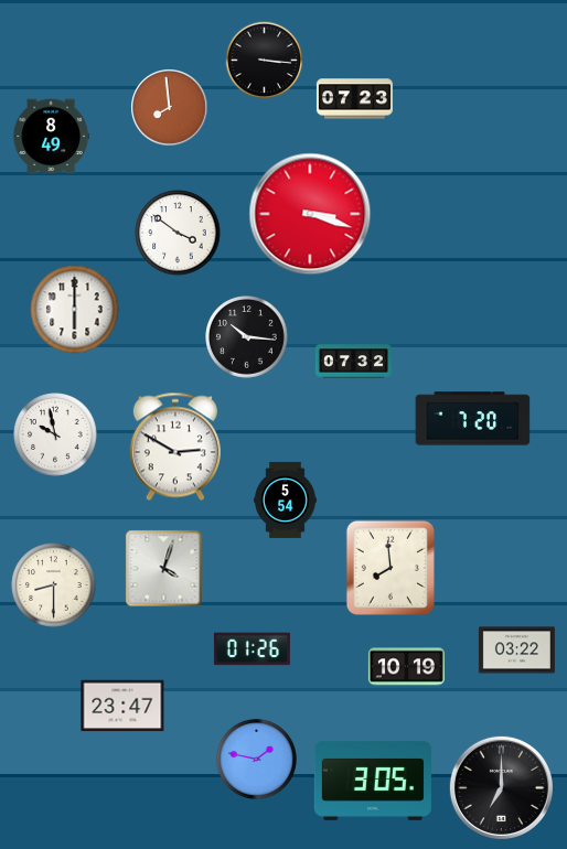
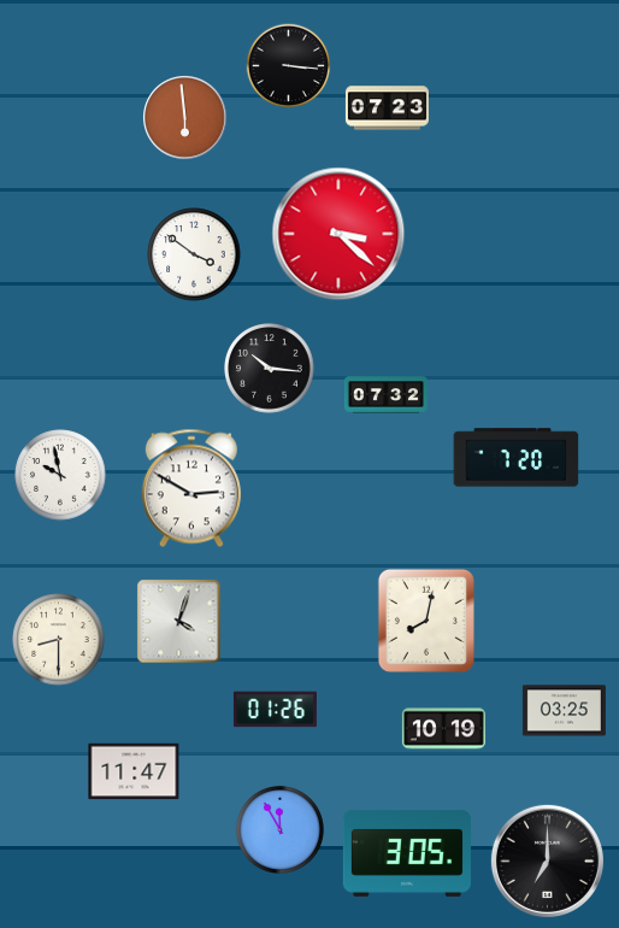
clock at (170, 108): 7:59 -> 5:59
clock at (51, 137): 8:49 -> none
clock at (310, 214): 3:18 -> 3:22
clock at (75, 310): 6:00 -> none
clock at (286, 499): 5:54 -> none
clock at (391, 568): 7:59 -> 8:02
clock at (516, 651): 03:22 -> 03:25
clock at (122, 706): 23:47 -> 11:47
clock at (256, 759): 1:47 -> 11:55
